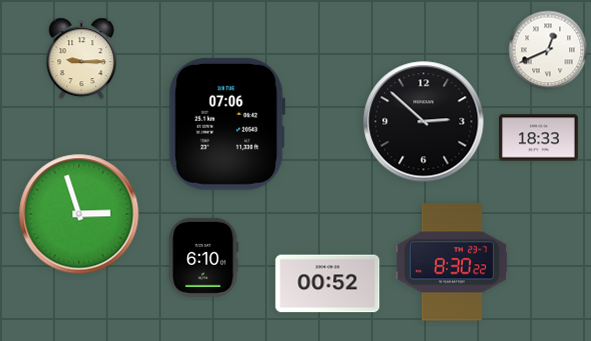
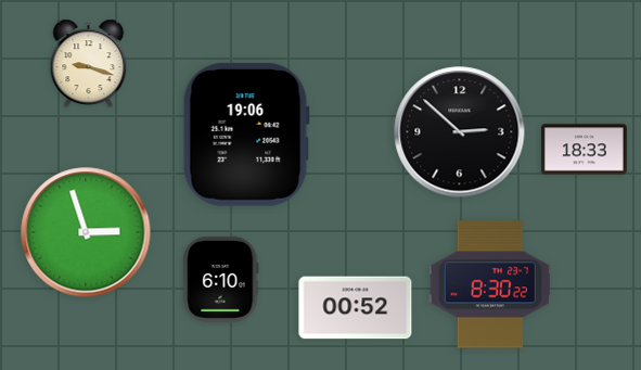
clock at (548, 50): 12:41 -> none
clock at (82, 59): 9:15 -> 9:18
clock at (227, 124): 07:06 -> 19:06
